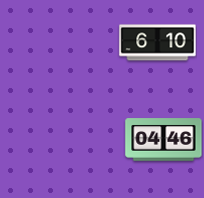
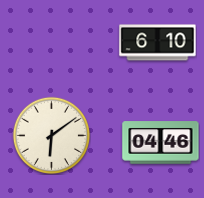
clock at (51, 135): none -> 6:09
clock at (164, 140) position: (164, 140) -> (161, 143)
